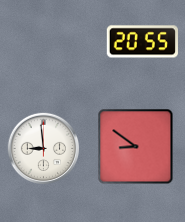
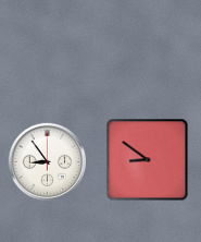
clock at (142, 42): 20:55 -> none
clock at (44, 149): 8:59 -> 8:54
